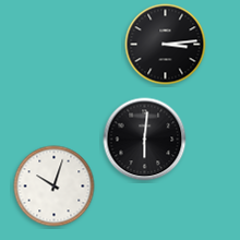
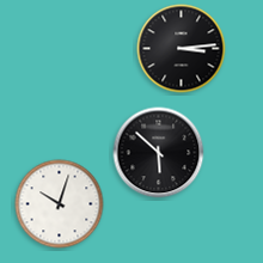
clock at (145, 140): 6:01 -> 5:52
